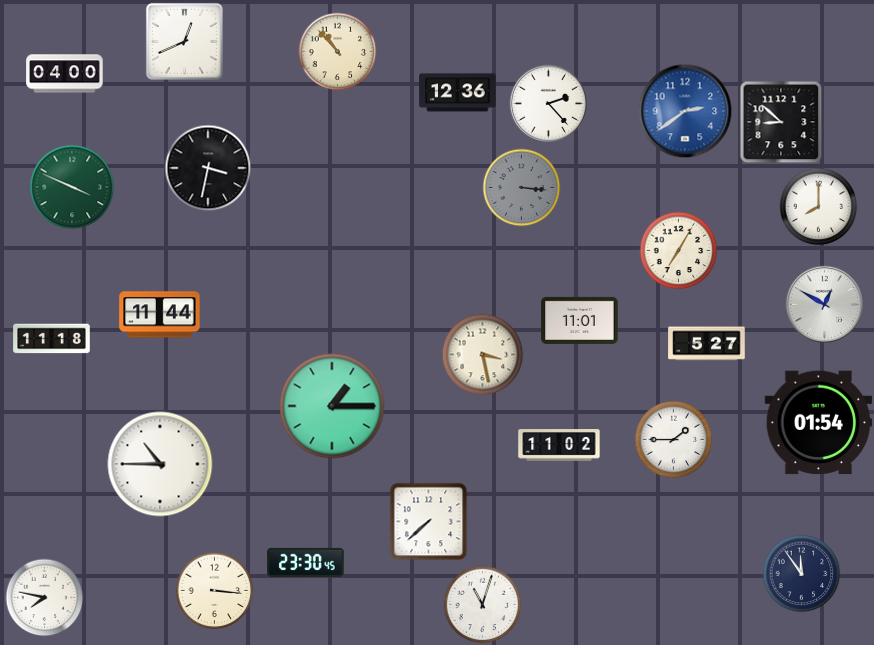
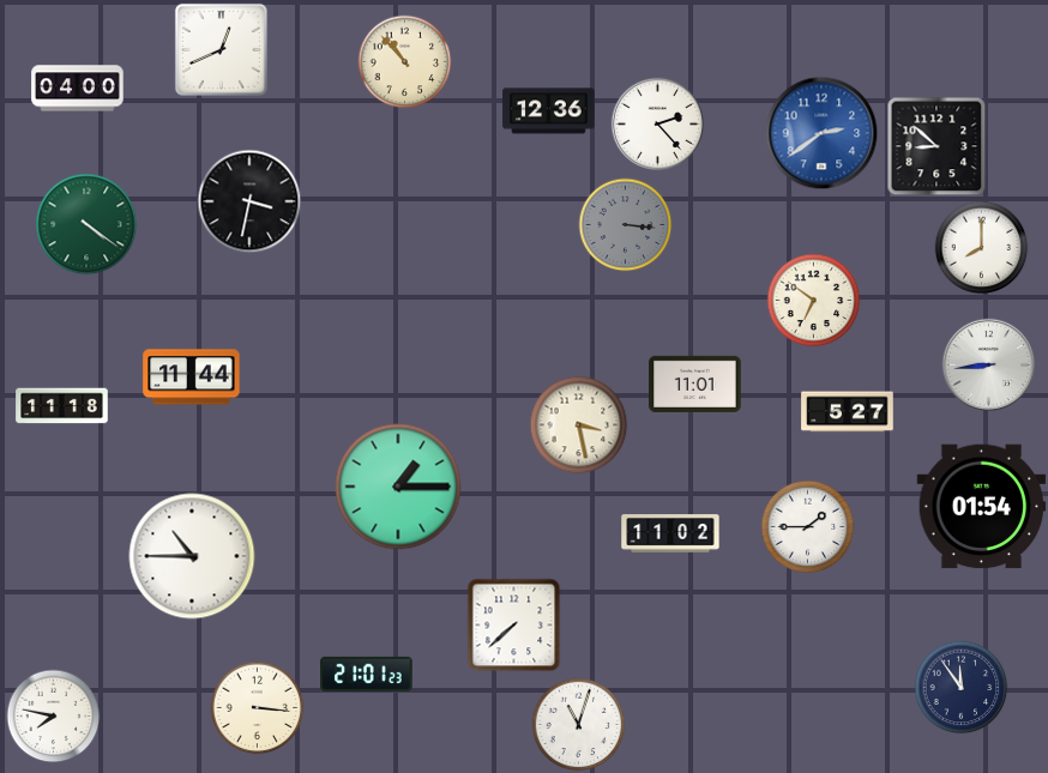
clock at (72, 187): 3:49 -> 4:21
clock at (678, 250): 7:05 -> 6:51
clock at (824, 304): 12:50 -> 8:44
clock at (306, 562): 23:30 -> 21:01
